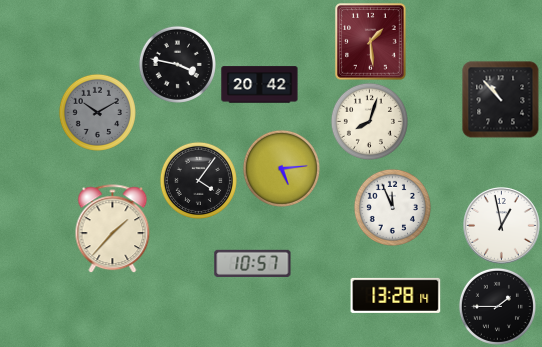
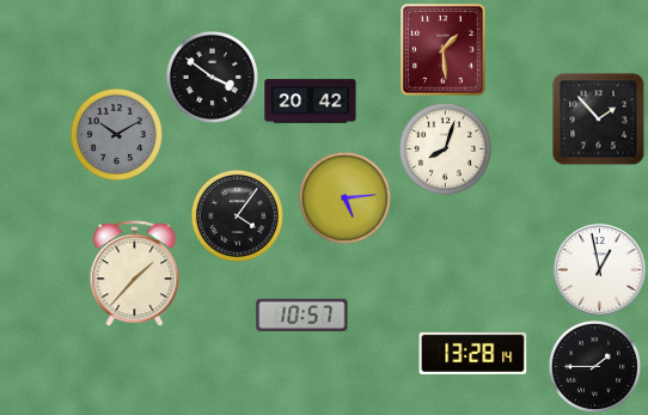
clock at (177, 64): 3:47 -> 3:51
clock at (500, 99): 10:53 -> 1:53
clock at (369, 121) position: (369, 121) -> (445, 148)
clock at (281, 168) position: (281, 168) -> (344, 197)
clock at (392, 207): 11:56 -> none
